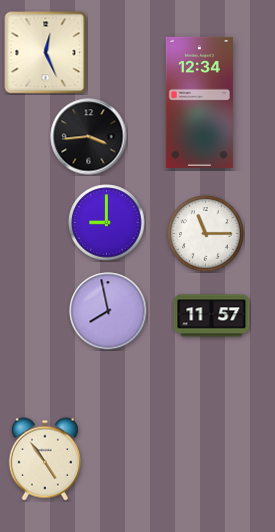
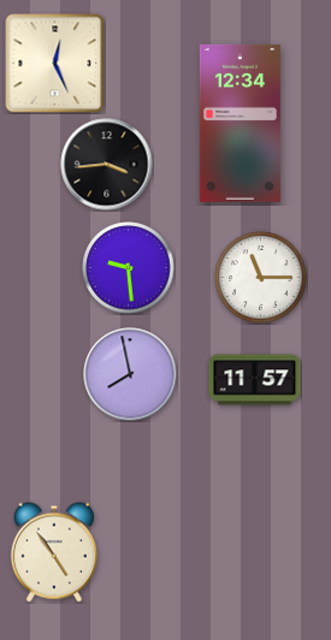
clock at (107, 223): 9:00 -> 9:29
clock at (206, 234) position: (206, 234) -> (261, 278)
